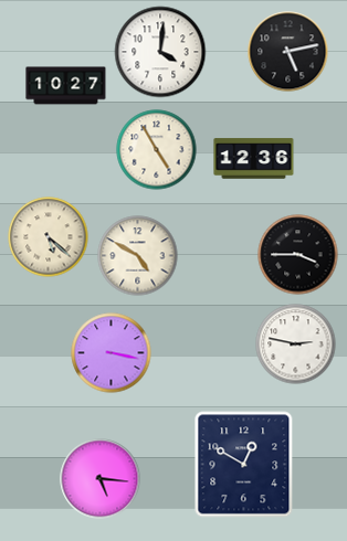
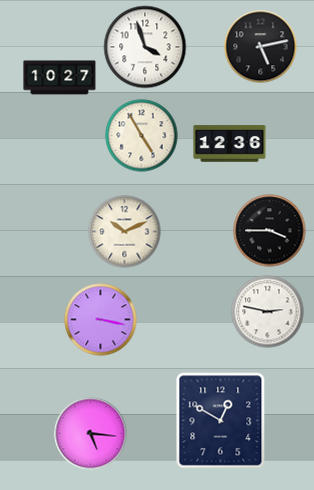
clock at (160, 52): 4:01 -> 3:57
clock at (49, 237): 5:22 -> none
clock at (138, 256): 4:50 -> 10:11
